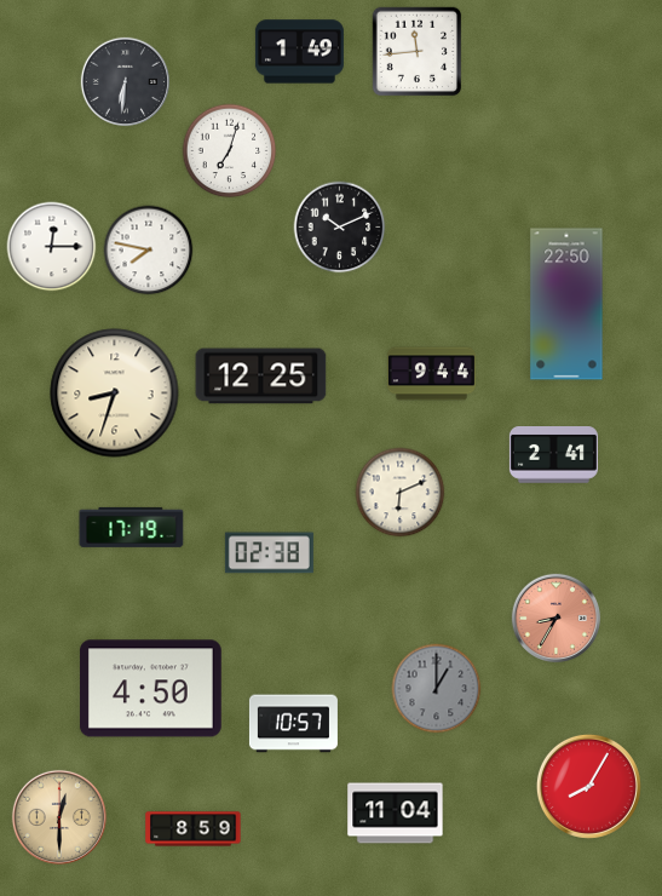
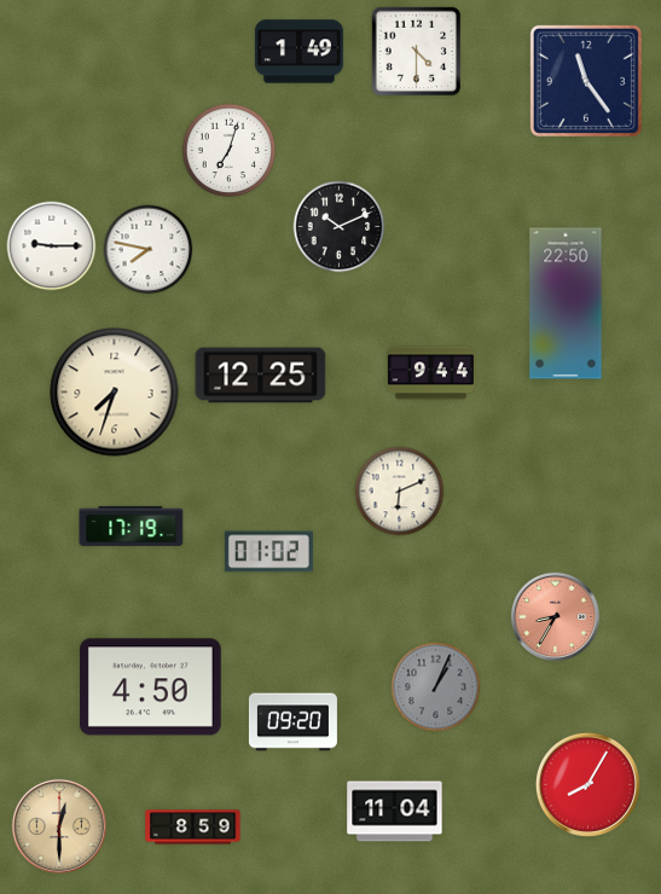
clock at (418, 52): 11:44 -> 4:30
clock at (125, 81): 6:31 -> none
clock at (586, 81): none -> 11:24
clock at (52, 247): 12:15 -> 9:15
clock at (115, 394): 8:33 -> 7:33
clock at (553, 455): 2:41 -> none
clock at (269, 553): 02:38 -> 01:02
clock at (437, 689): 1:00 -> 1:04
clock at (293, 724): 10:57 -> 09:20
clock at (59, 817) position: (59, 817) -> (59, 826)
